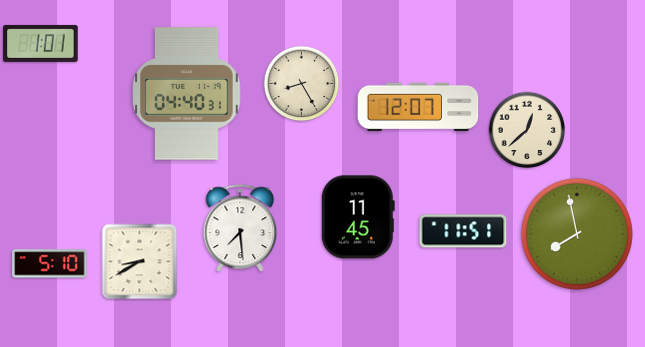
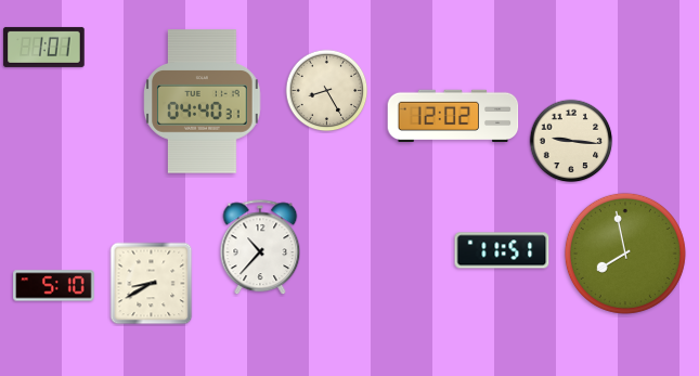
clock at (418, 106): 12:07 -> 12:02
clock at (527, 130): 12:38 -> 9:16
clock at (358, 217): 11:45 -> none
clock at (240, 229): 7:29 -> 10:37
